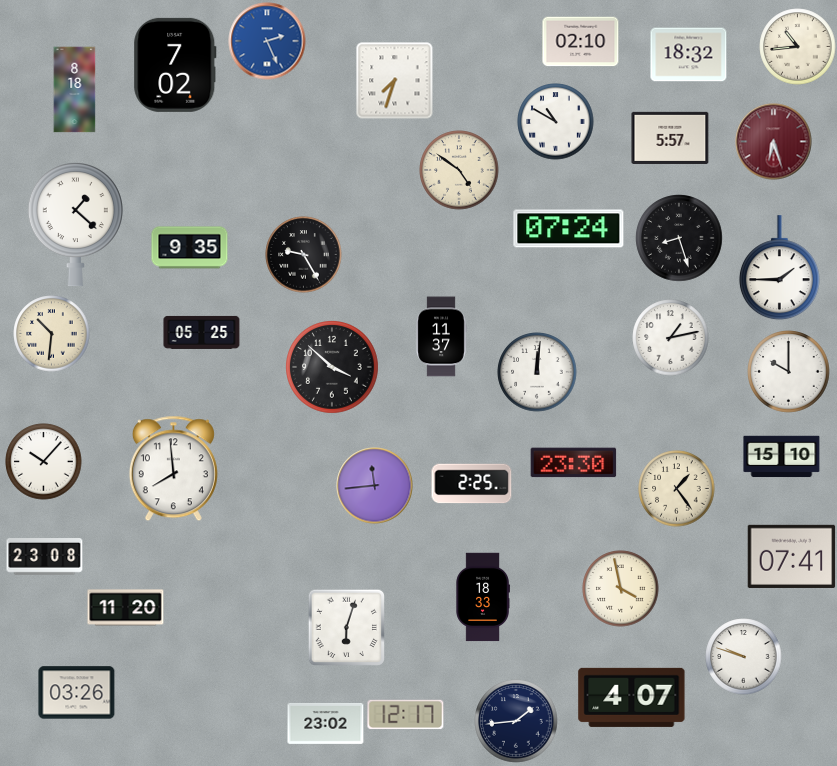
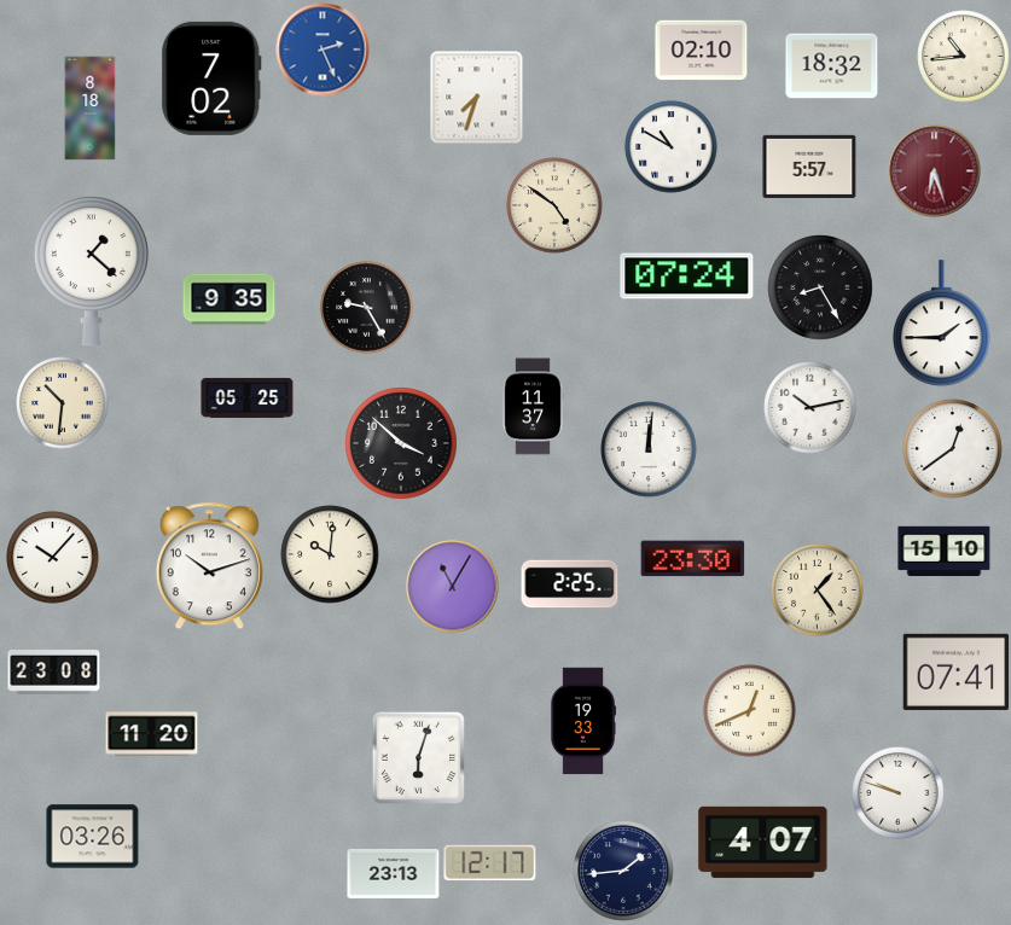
clock at (679, 238): 8:27 -> 8:25
clock at (202, 332) position: (202, 332) -> (248, 397)
clock at (671, 338): 1:13 -> 10:13
clock at (789, 372): 10:00 -> 12:39
clock at (330, 554): none -> 10:01
clock at (173, 469): 7:59 -> 10:12
clock at (375, 486): 11:44 -> 11:05
clock at (621, 589): 3:58 -> 12:41
clock at (483, 597): 18:33 -> 19:33
clock at (326, 723): 23:02 -> 23:13
